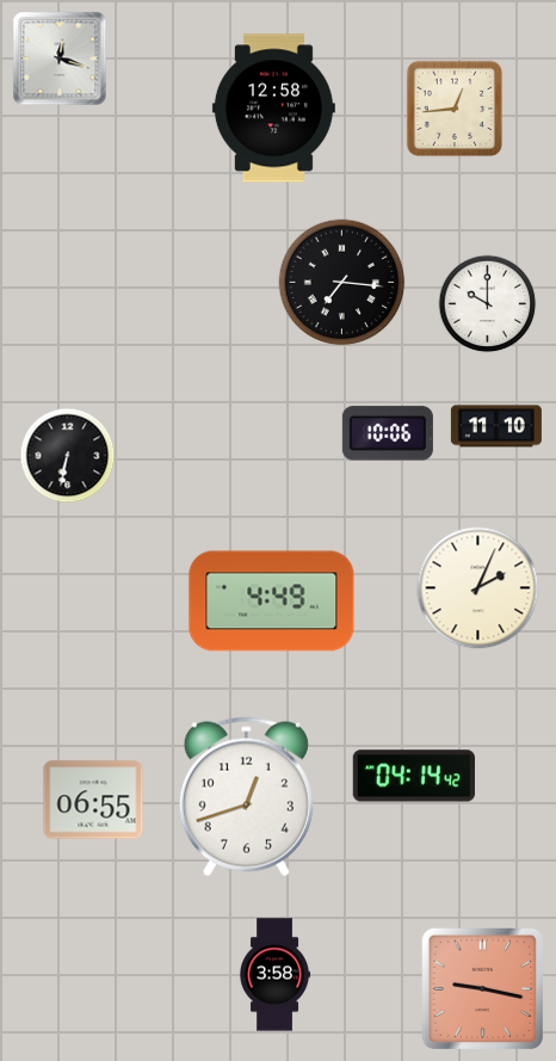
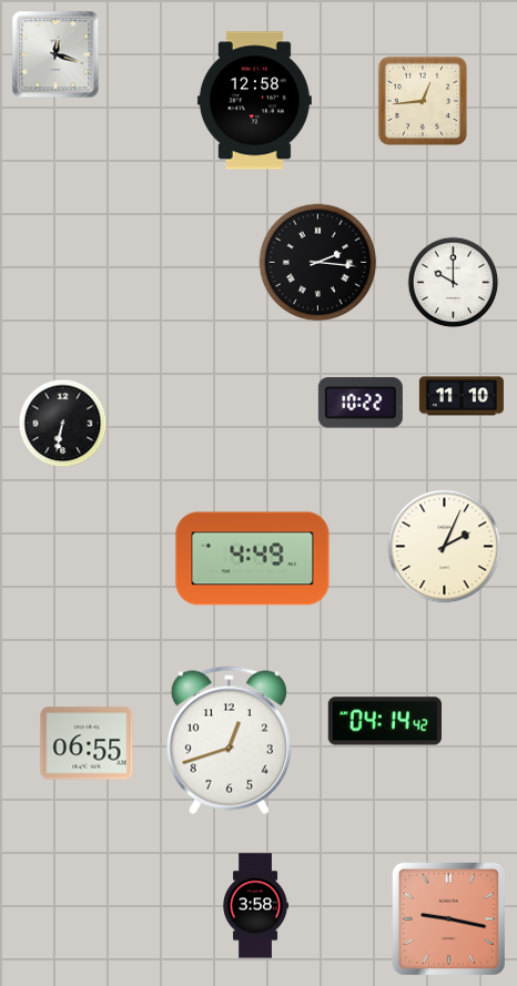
clock at (342, 283): 7:16 -> 2:16
clock at (388, 433): 10:06 -> 10:22
